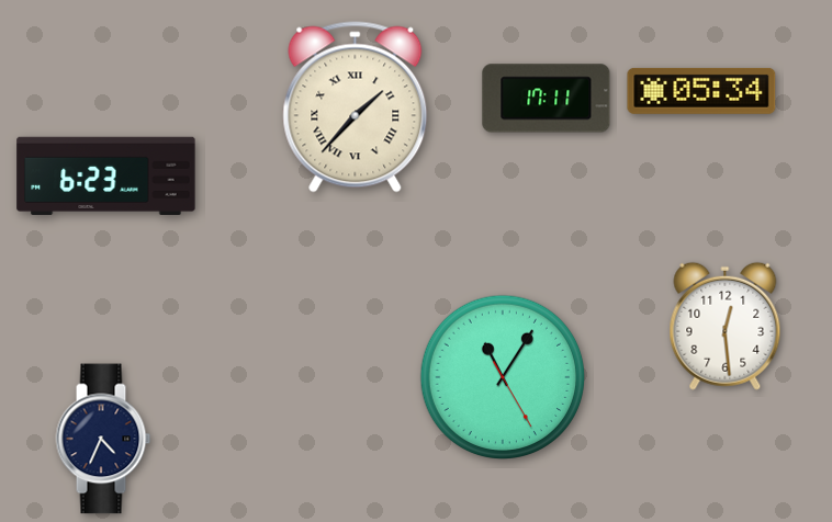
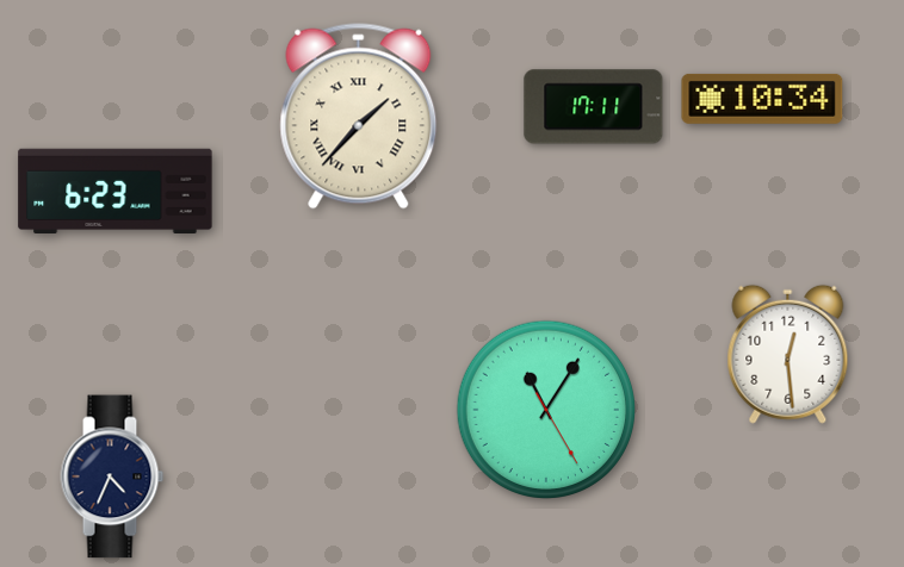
clock at (701, 91): 05:34 -> 10:34
clock at (356, 107) position: (356, 107) -> (359, 117)
